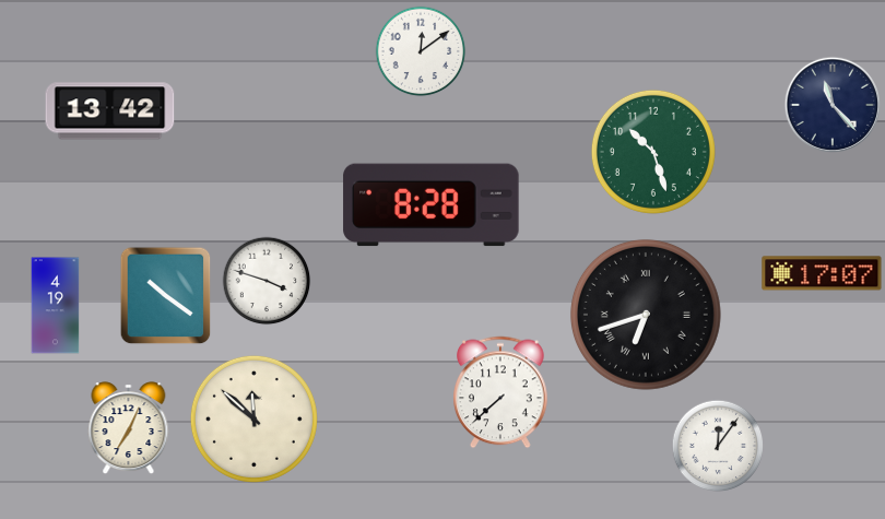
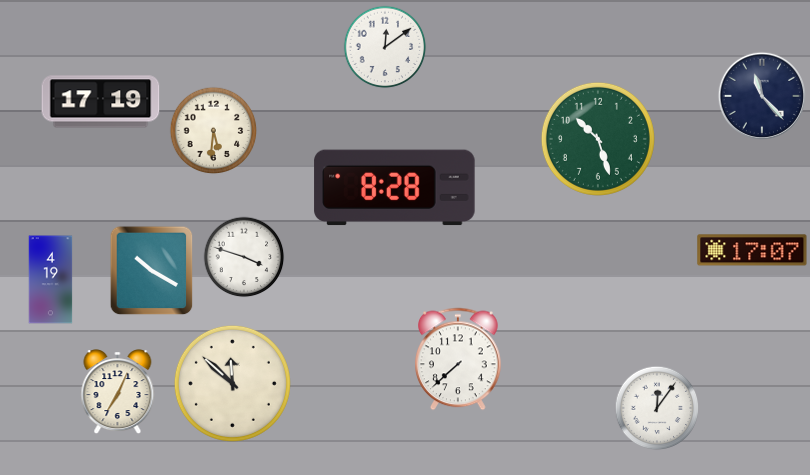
clock at (110, 111): 13:42 -> 17:19
clock at (214, 131): none -> 5:31
clock at (166, 296): 10:21 -> 10:20
clock at (646, 315): 6:42 -> none
